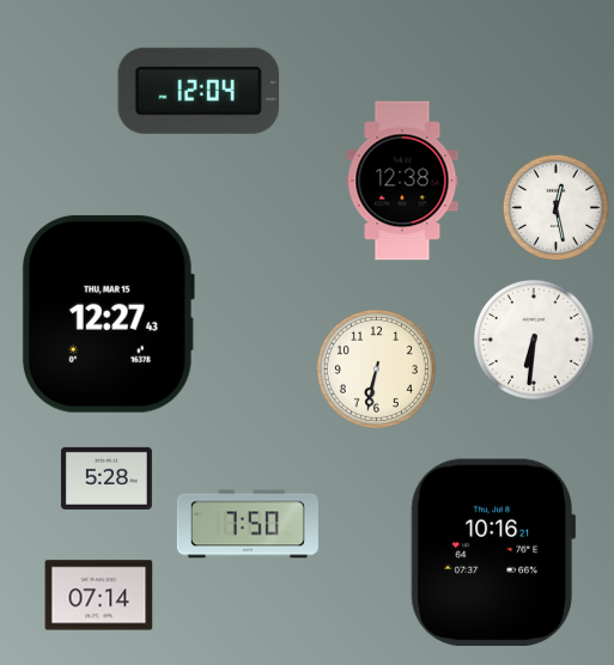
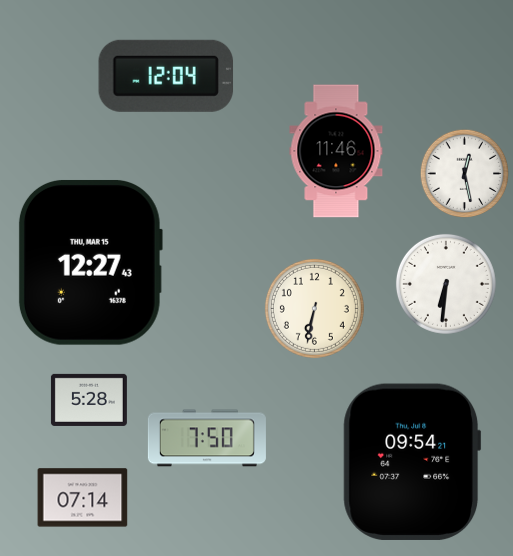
clock at (402, 181): 12:38 -> 11:46
clock at (493, 551): 10:16 -> 09:54
